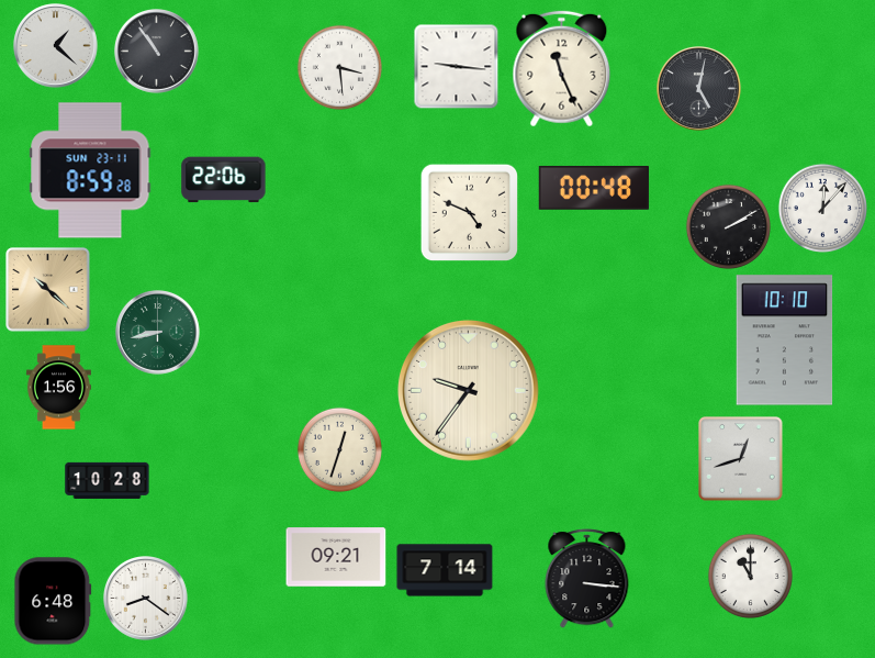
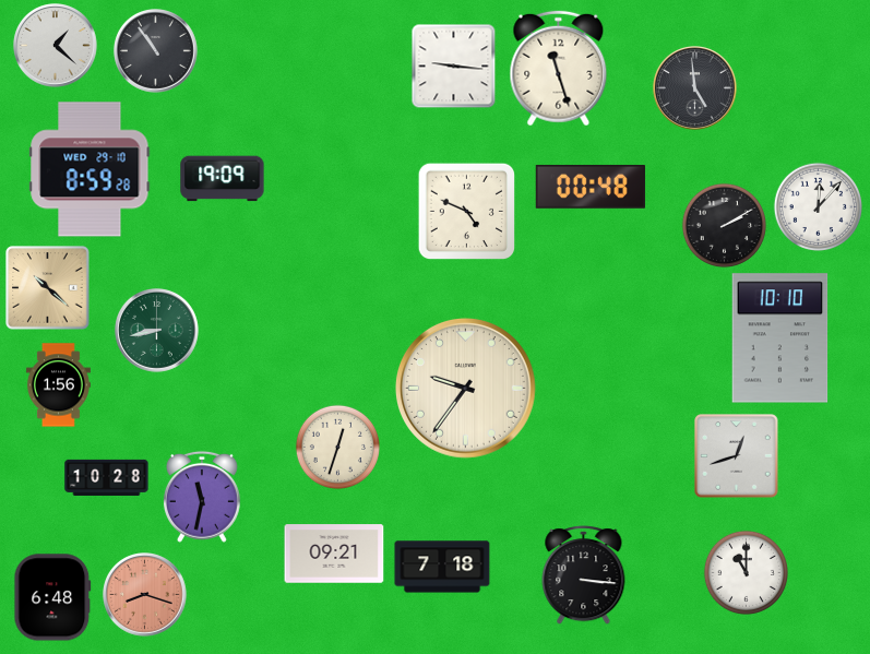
clock at (339, 67): 3:29 -> none
clock at (562, 69): 11:26 -> 11:27
clock at (699, 89): 5:02 -> 4:59
clock at (90, 170) date: SUN 23-11 -> WED 29-10
clock at (224, 180): 22:06 -> 19:09
clock at (202, 497): none -> 11:32
clock at (445, 570): 7:14 -> 7:18
clock at (146, 599): 8:21 -> 8:18
clock at (146, 599) dial: white -> salmon
